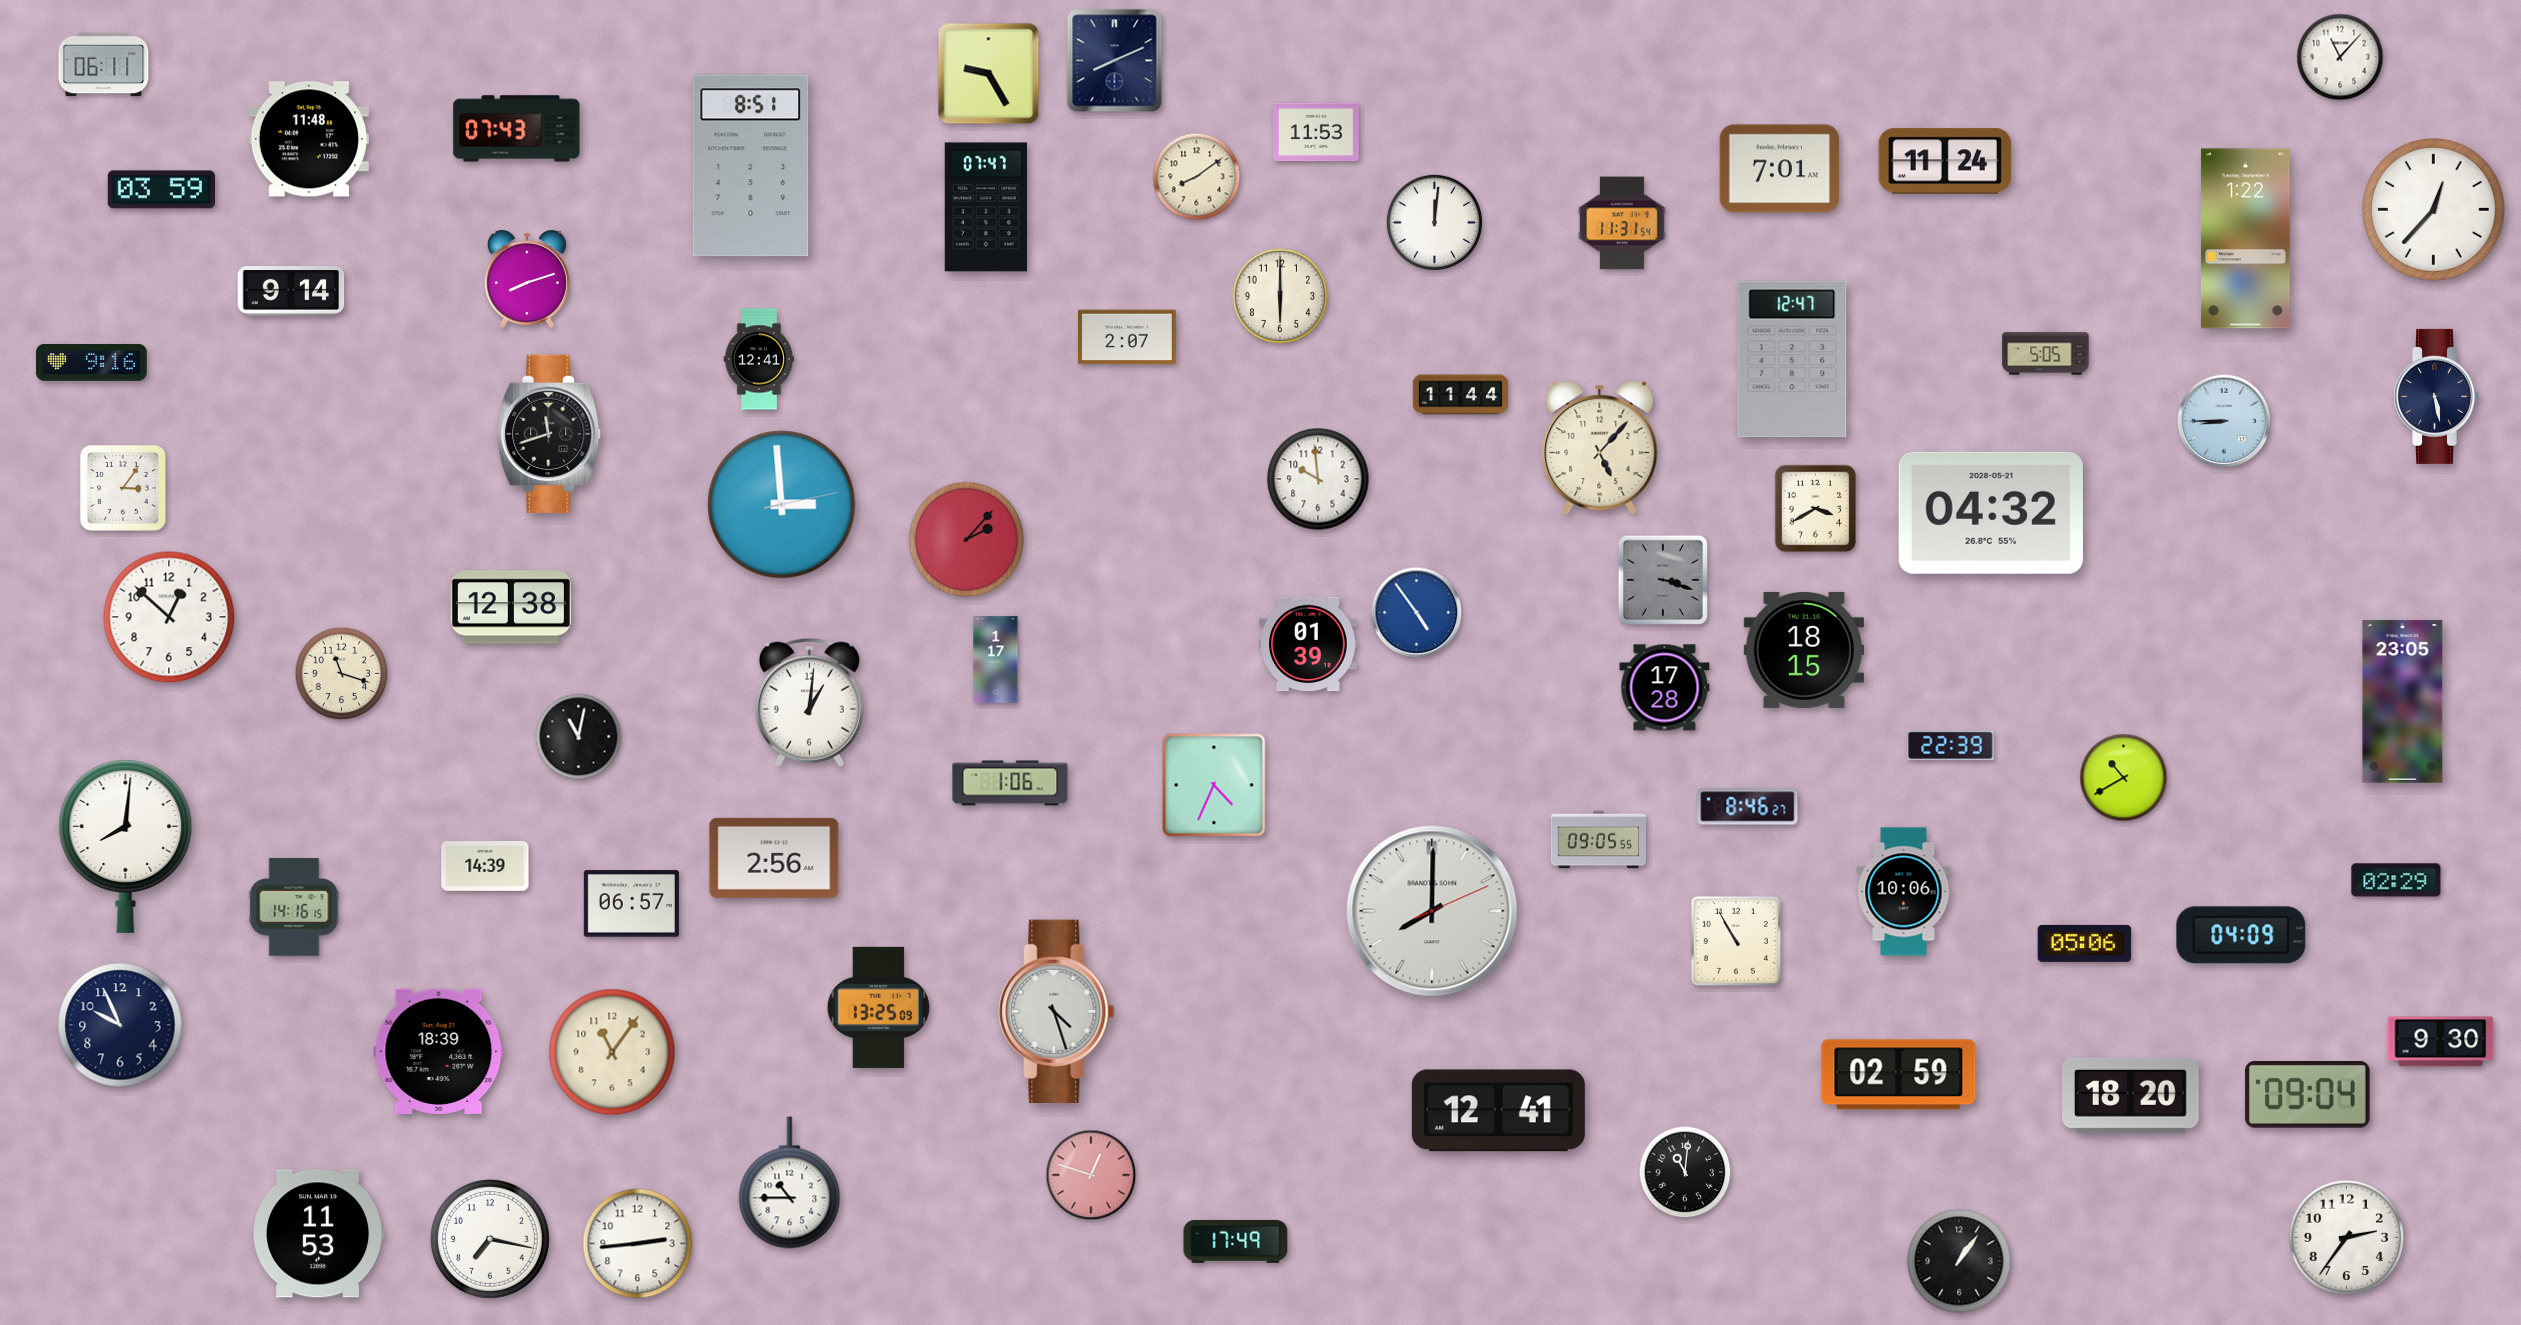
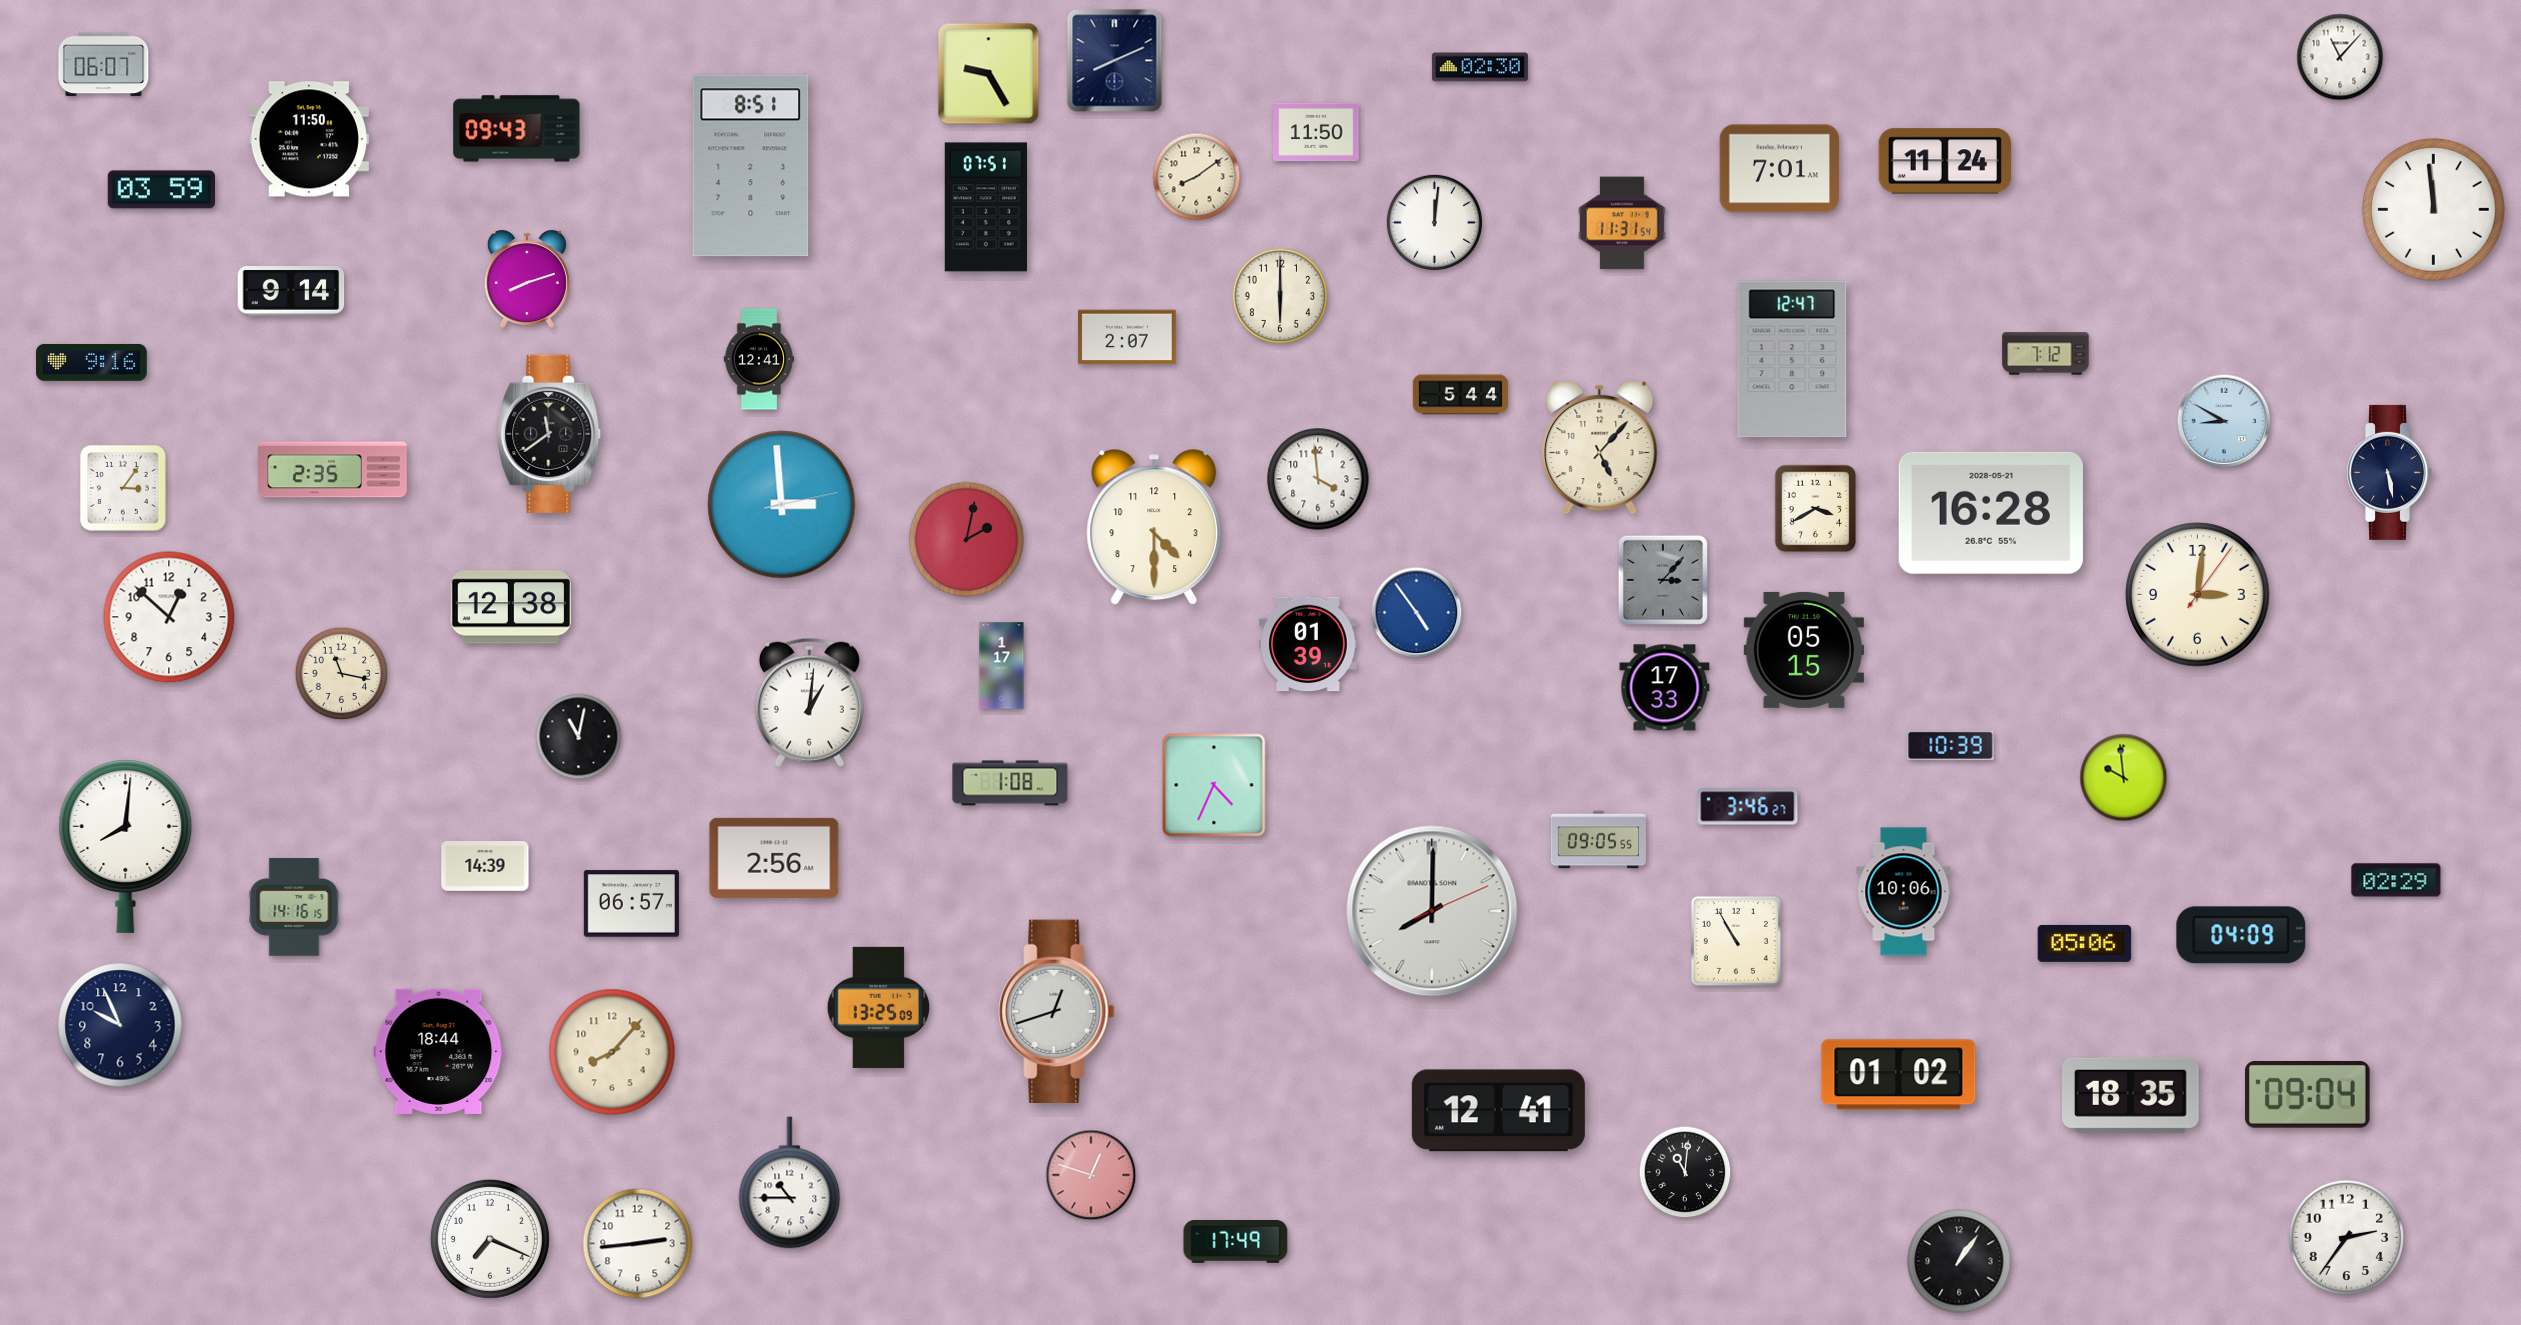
clock at (104, 65): 06:11 -> 06:07
clock at (1480, 67): none -> 02:30
clock at (517, 129): 07:43 -> 09:43
clock at (1316, 132): 11:53 -> 11:50
clock at (309, 139): 11:48 -> 11:50
clock at (985, 207): 07:47 -> 07:51
clock at (2434, 210): 12:37 -> 11:59
clock at (2245, 239): 1:22 -> none
clock at (2046, 354): 5:05 -> 7:12
clock at (1460, 395): 11:44 -> 5:44
clock at (2436, 396) position: (2436, 396) -> (2389, 472)
clock at (2224, 421): 8:45 -> 8:50
clock at (549, 433): 11:42 -> 11:39
clock at (333, 470): none -> 2:35
clock at (1318, 479): 9:59 -> 3:59
clock at (1991, 513): 04:32 -> 16:28
clock at (1154, 528): none -> 4:30
clock at (967, 539): 2:07 -> 2:02
clock at (1663, 580): 3:18 -> 3:07
clock at (2198, 595): none -> 3:01
clock at (1804, 650): 18:15 -> 05:15
clock at (996, 660) position: (996, 660) -> (1002, 666)
clock at (342, 674): 11:18 -> 11:17
clock at (1665, 688): 17:28 -> 17:33
clock at (2403, 702): 23:05 -> none
clock at (1951, 745): 22:39 -> 10:39
clock at (2124, 778): 10:40 -> 9:59
clock at (1010, 783): 1:06 -> 1:08
clock at (1748, 807): 8:46 -> 3:46
clock at (1057, 1011): 4:27 -> 12:42
clock at (2441, 1042): 9:30 -> none
clock at (439, 1051): 18:39 -> 18:44
clock at (612, 1052): 11:06 -> 8:07
clock at (1899, 1075): 02:59 -> 01:02
clock at (2131, 1095): 18:20 -> 18:35
clock at (319, 1234): 11:53 -> none
clock at (490, 1239): 7:17 -> 7:19
